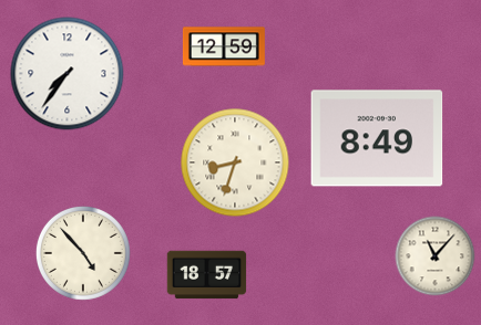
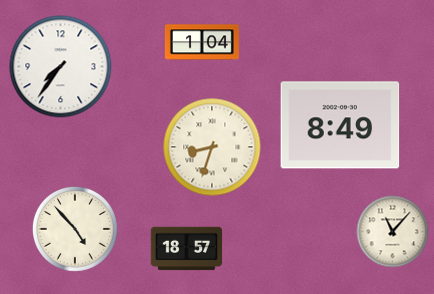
clock at (224, 46): 12:59 -> 1:04
